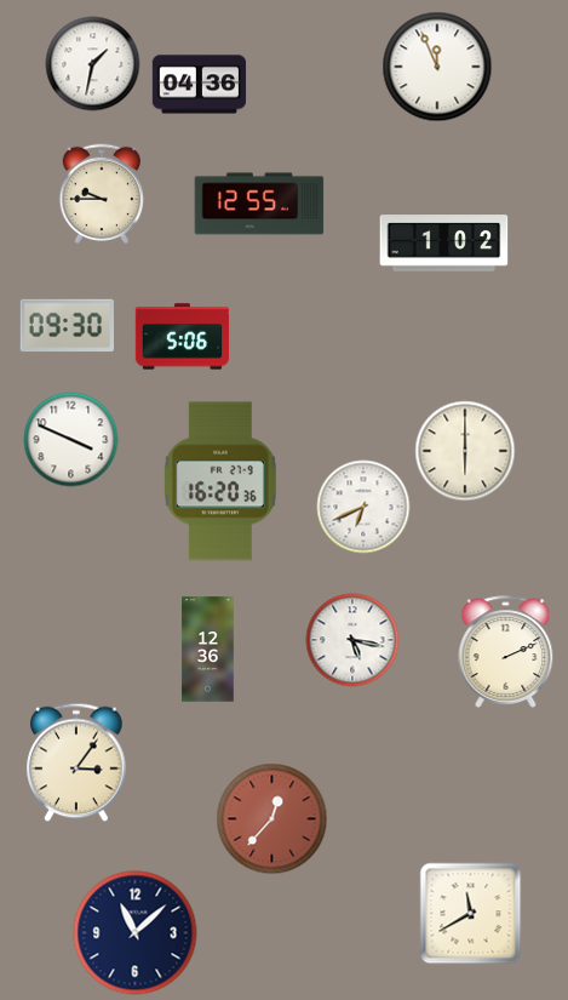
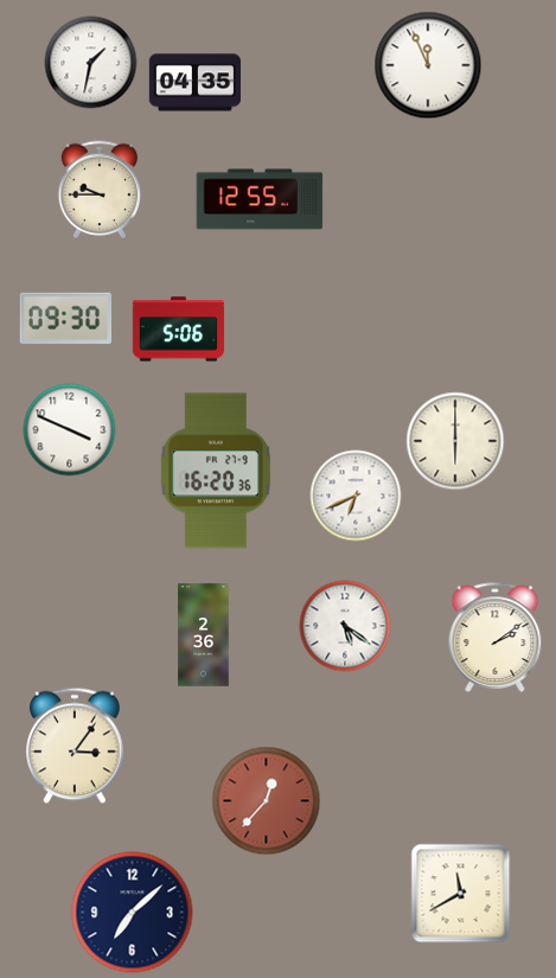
clock at (200, 85): 04:36 -> 04:35
clock at (259, 204) position: (259, 204) -> (260, 199)
clock at (444, 244): 1:02 -> none
clock at (352, 640): 5:17 -> 5:21
clock at (208, 650): 12:36 -> 2:36
clock at (506, 651): 2:11 -> 2:09
clock at (136, 933): 11:08 -> 7:08
